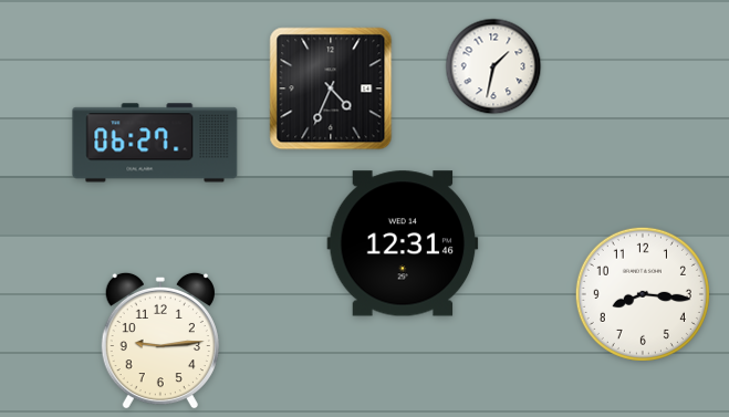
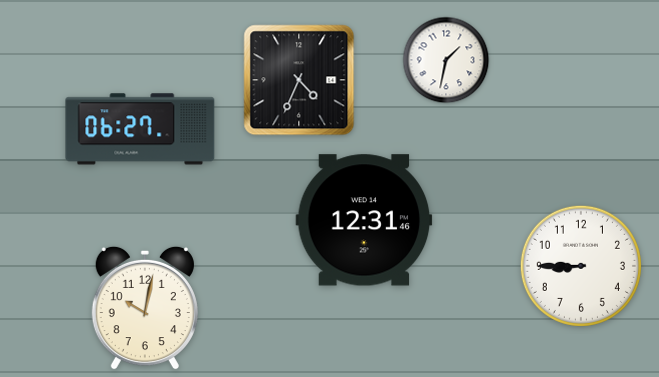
clock at (643, 294): 8:16 -> 8:45
clock at (160, 341): 9:14 -> 10:02
